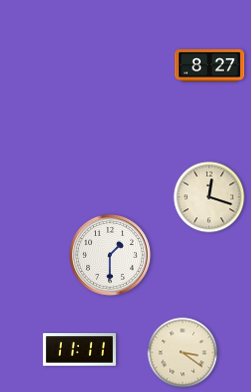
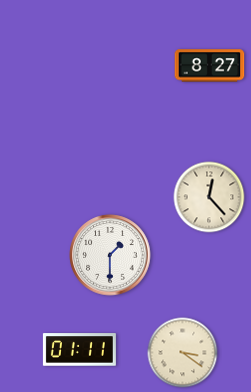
clock at (209, 197): 12:18 -> 12:23
clock at (79, 350): 11:11 -> 01:11
